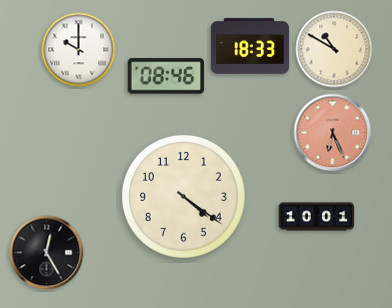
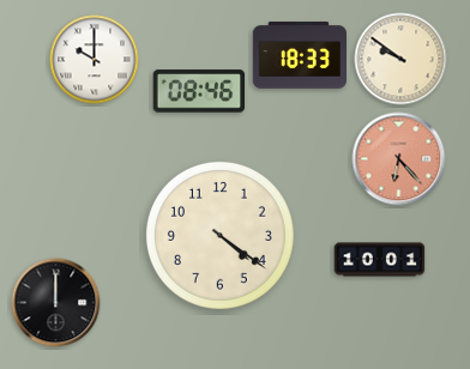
clock at (334, 49): 10:50 -> 9:51
clock at (333, 133): 6:26 -> 6:23
clock at (47, 253): 12:25 -> 12:00
